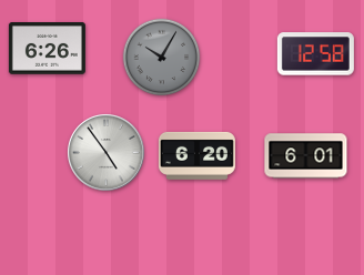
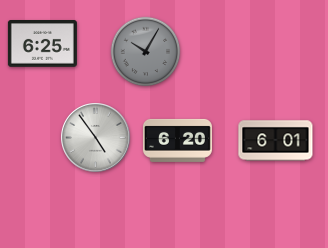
clock at (47, 49): 6:26 -> 6:25
clock at (315, 54): 12:58 -> none
